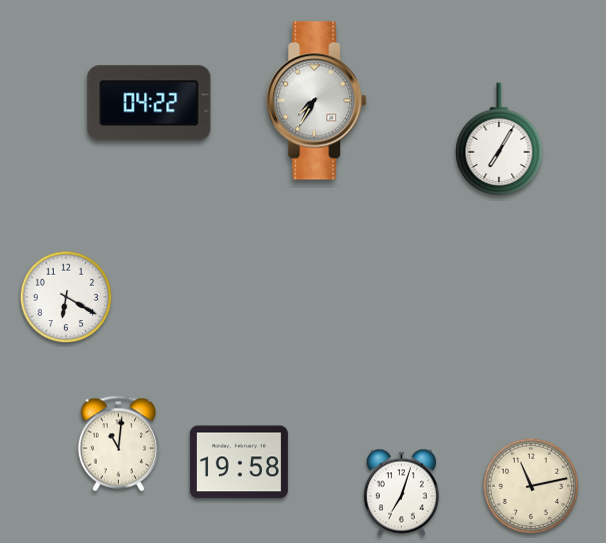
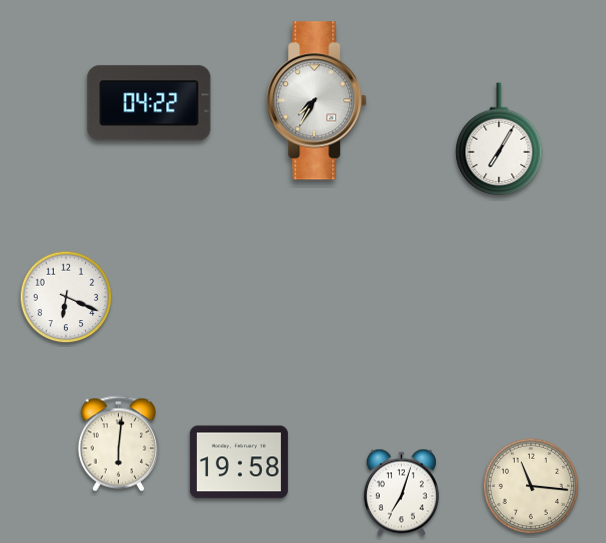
clock at (66, 297): 6:20 -> 6:19
clock at (118, 444): 11:01 -> 6:01
clock at (531, 486): 11:13 -> 11:16
